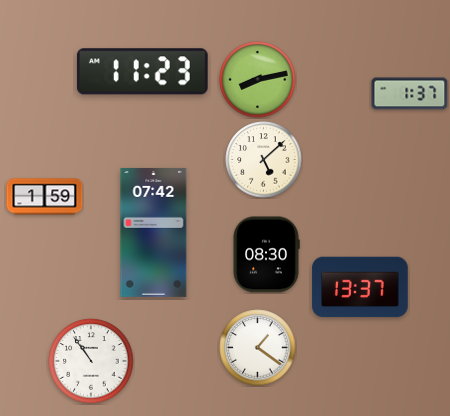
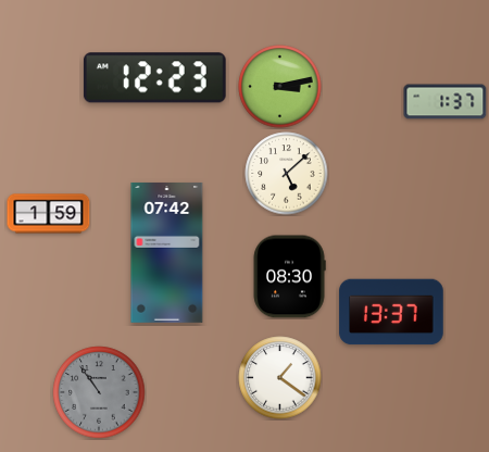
clock at (142, 72): 11:23 -> 12:23
clock at (258, 80): 8:13 -> 3:13
clock at (91, 361) dial: white -> grey
